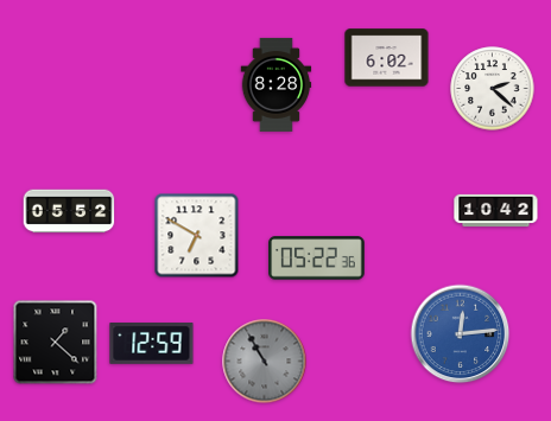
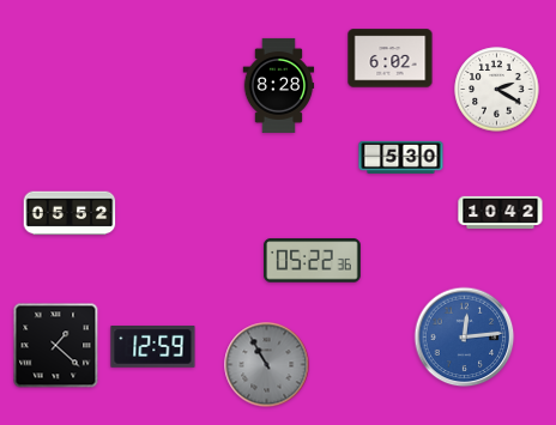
clock at (493, 89): 2:22 -> 2:20
clock at (401, 157): none -> 5:30
clock at (197, 236): 6:50 -> none
clock at (317, 259) position: (317, 259) -> (313, 261)
